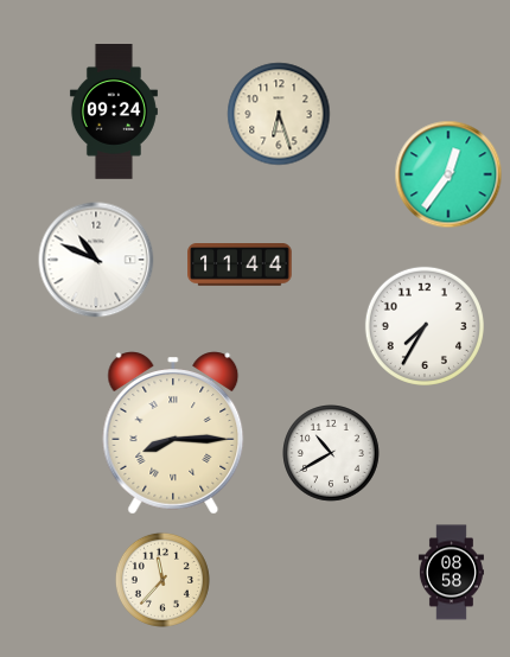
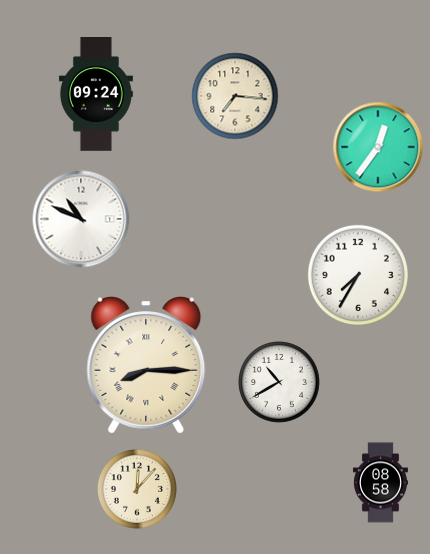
clock at (279, 114): 6:27 -> 7:16
clock at (240, 266): 11:44 -> none
clock at (162, 580): 11:37 -> 12:07
